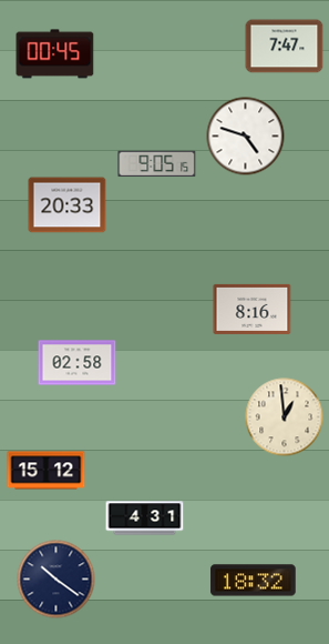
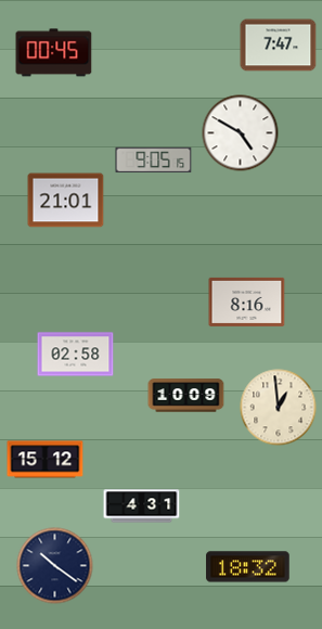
clock at (246, 137): 4:48 -> 4:50
clock at (68, 205): 20:33 -> 21:01
clock at (186, 396): none -> 10:09
